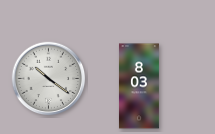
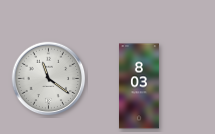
clock at (49, 79): 10:21 -> 11:21
